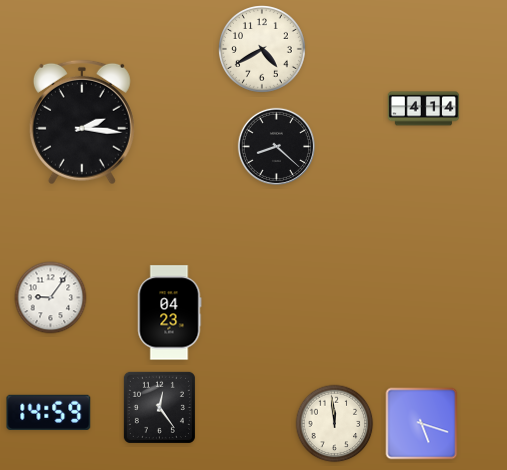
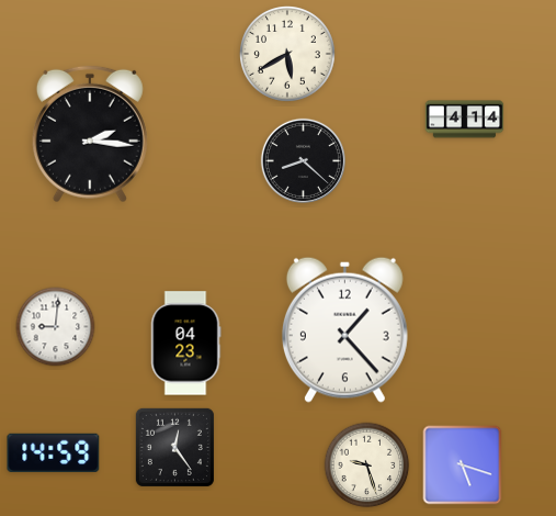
clock at (263, 50): 4:40 -> 5:40
clock at (51, 298): 9:06 -> 9:01
clock at (344, 329): none -> 1:23
clock at (335, 424): 11:59 -> 9:27
